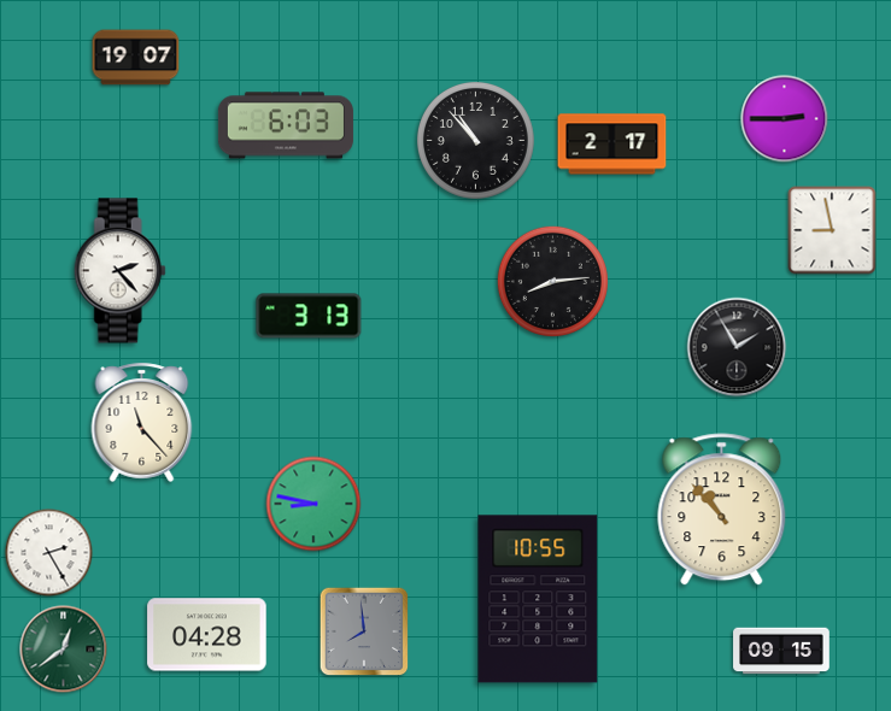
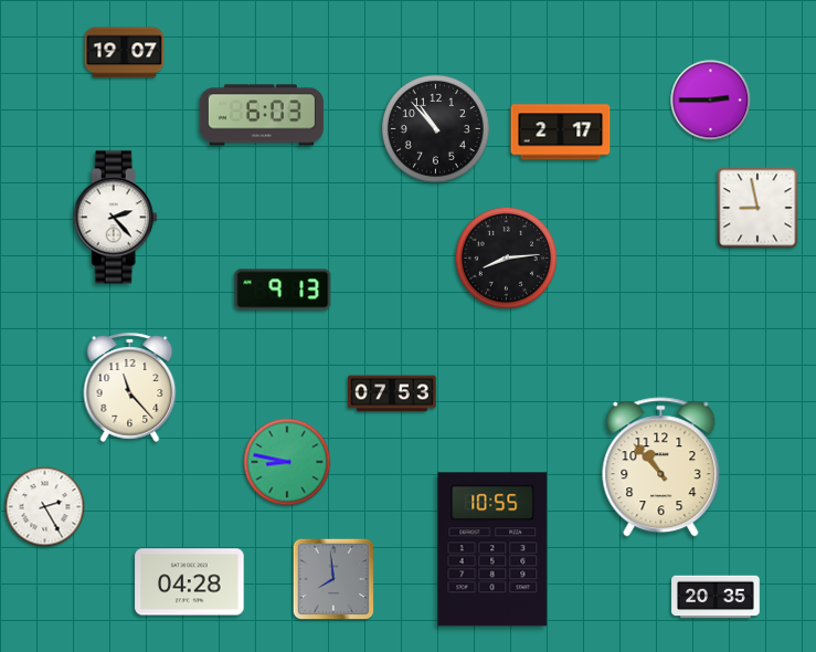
clock at (785, 119) position: (785, 119) -> (711, 101)
clock at (832, 230) position: (832, 230) -> (757, 208)
clock at (119, 271) position: (119, 271) -> (115, 218)
clock at (309, 316): 3:13 -> 9:13
clock at (737, 347): 1:55 -> none
clock at (392, 393): none -> 07:53
clock at (64, 650): 12:39 -> none
clock at (781, 651): 09:15 -> 20:35
